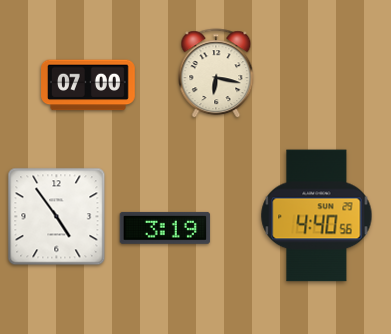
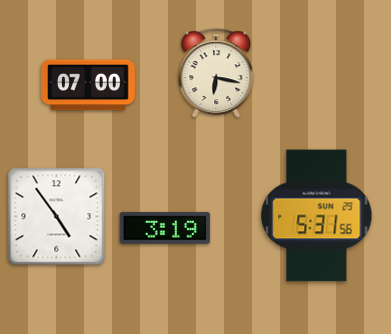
clock at (317, 216): 4:40 -> 5:31
